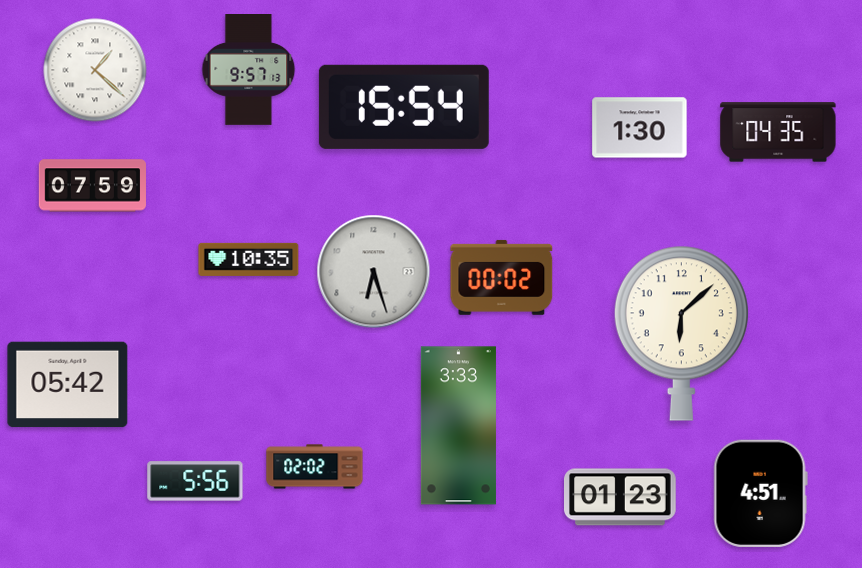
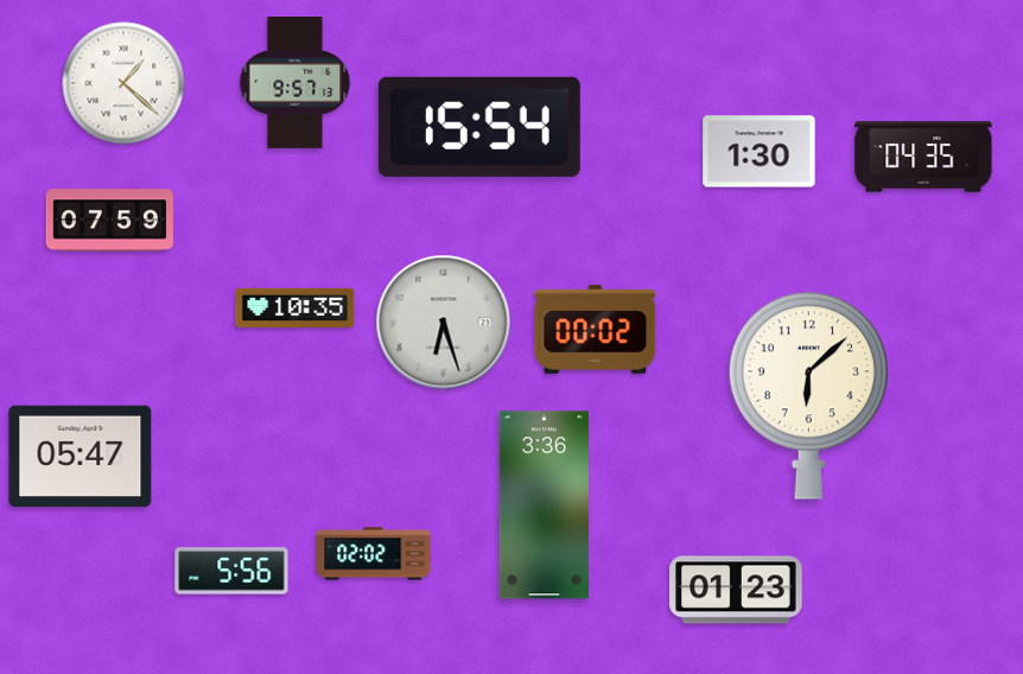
clock at (95, 70) position: (95, 70) -> (123, 83)
clock at (68, 385): 05:42 -> 05:47
clock at (458, 426): 3:33 -> 3:36
clock at (760, 493): 4:51 -> none
